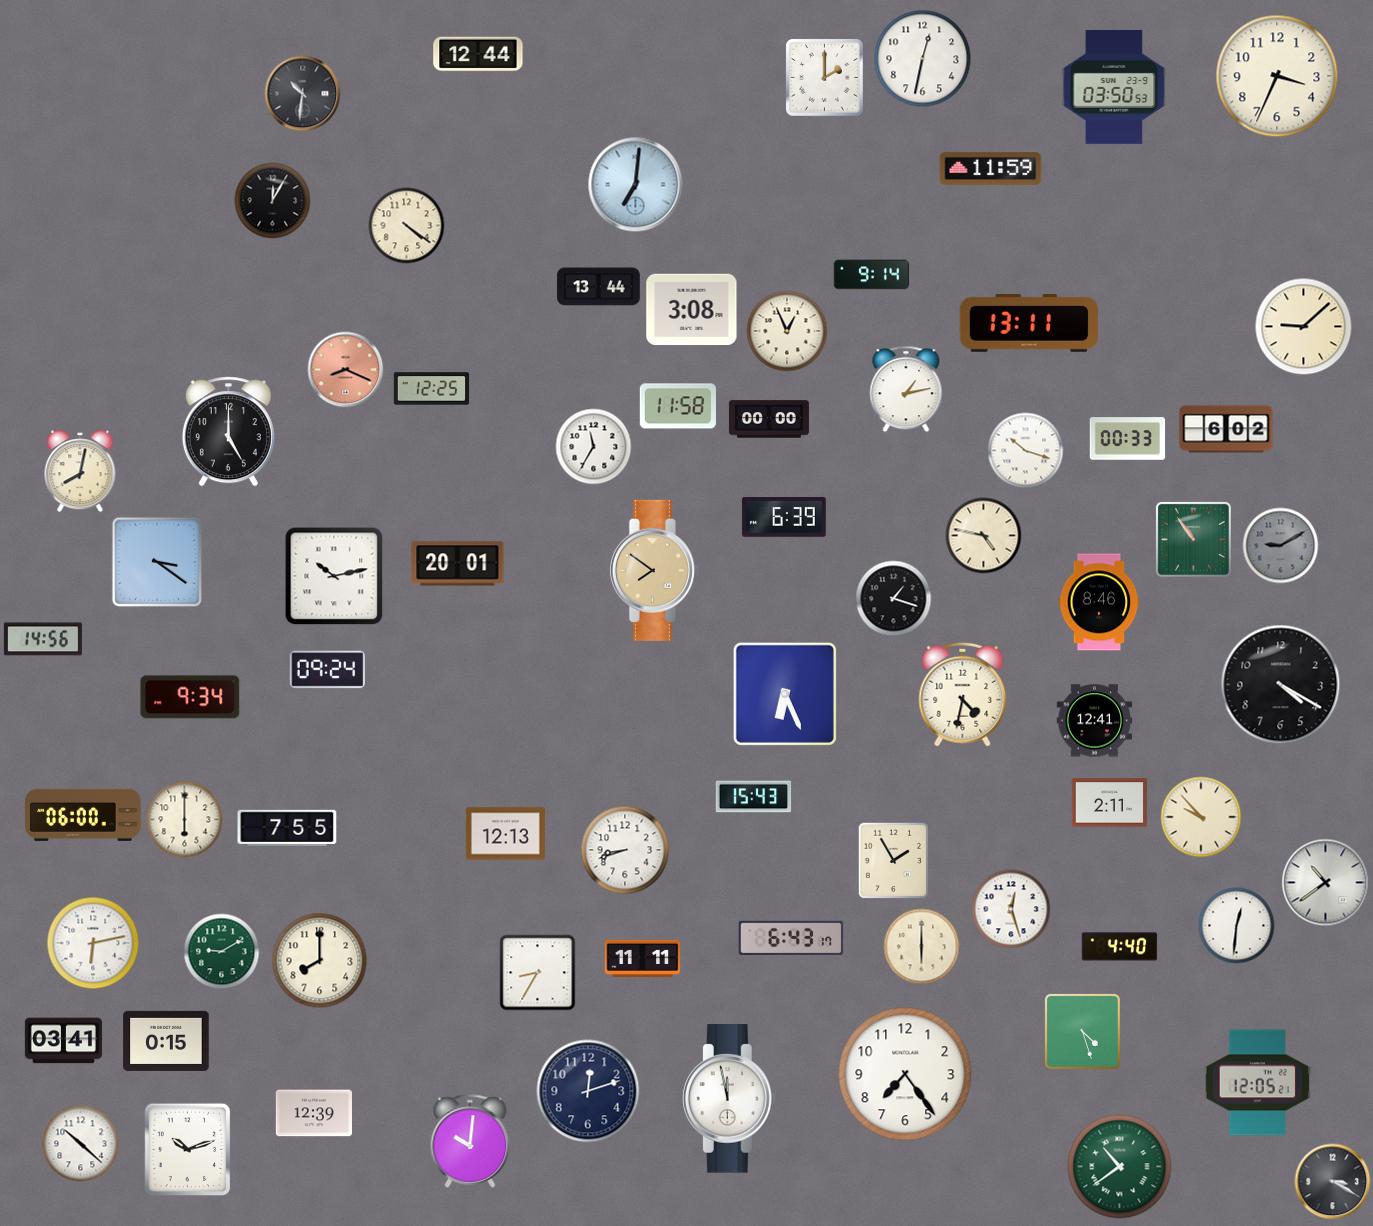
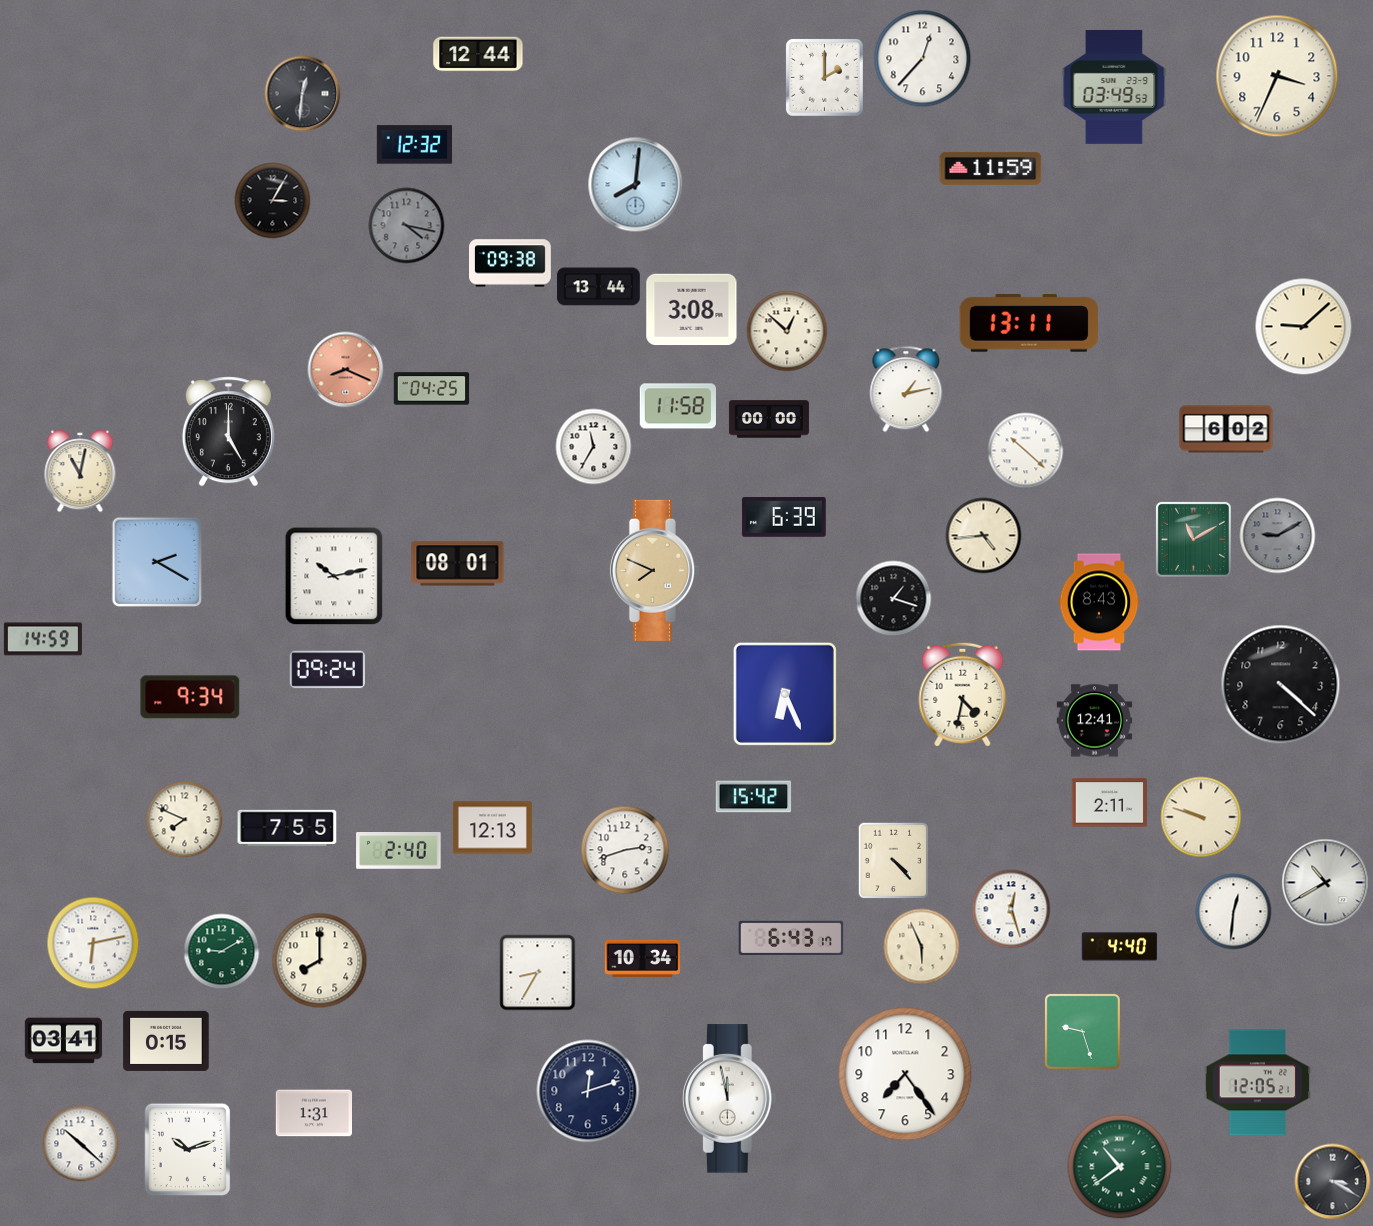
clock at (923, 59): 12:32 -> 12:37
clock at (1114, 87): 03:50 -> 03:49
clock at (303, 94): 10:31 -> 12:31
clock at (415, 145): none -> 12:32
clock at (636, 185): 7:01 -> 8:01
clock at (273, 201): 12:05 -> 3:05
clock at (407, 226): 4:21 -> 4:17
clock at (407, 226) dial: cream -> grey
clock at (511, 263): none -> 09:38
clock at (872, 275): 9:14 -> none
clock at (787, 331): 12:56 -> 12:52
clock at (432, 389): 12:25 -> 04:25
clock at (1128, 439): 00:33 -> none
clock at (1026, 451): 10:18 -> 10:22
clock at (80, 471): 8:02 -> 11:02
clock at (984, 536): 4:47 -> 4:44
clock at (1193, 539): 10:54 -> 11:10
clock at (1281, 546) position: (1281, 546) -> (1278, 536)
clock at (156, 561): 3:21 -> 2:20
clock at (458, 564): 20:01 -> 08:01
clock at (654, 570): 7:51 -> 7:49
clock at (1099, 602): 8:46 -> 8:43
clock at (43, 639): 14:56 -> 14:59
clock at (1281, 685): 4:20 -> 4:22
clock at (754, 797): 15:43 -> 15:42
clock at (83, 815): 06:00 -> none
clock at (1201, 817): 9:53 -> 9:48
clock at (185, 820): 6:00 -> 7:49
clock at (505, 834) position: (505, 834) -> (492, 828)
clock at (625, 850): 8:42 -> 2:42
clock at (399, 851): none -> 2:40
clock at (894, 861): 1:55 -> 4:23
clock at (1326, 883): 10:39 -> 10:40
clock at (1237, 926) position: (1237, 926) -> (1234, 912)
clock at (922, 947): 6:00 -> 5:56
clock at (643, 958): 11:11 -> 10:34
clock at (1082, 1031): 4:27 -> 9:27
clock at (313, 1113): 12:39 -> 1:31
clock at (470, 1141): 10:01 -> none
